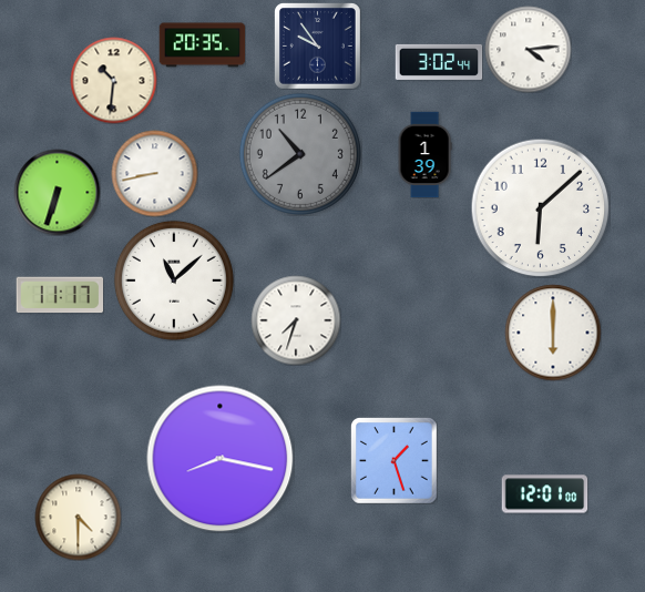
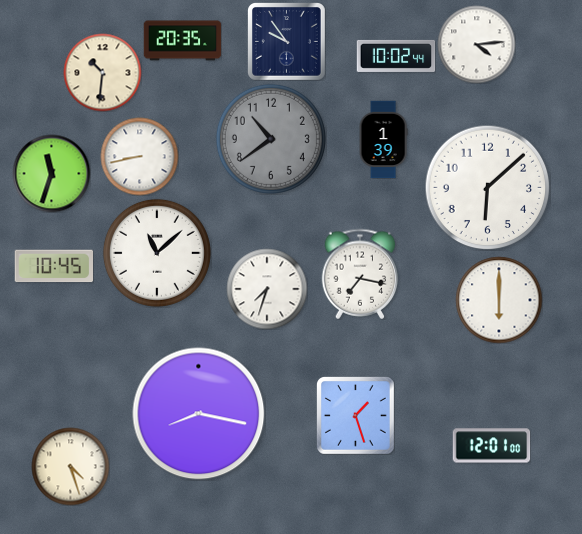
clock at (439, 62): 3:02 -> 10:02
clock at (57, 192): 6:33 -> 11:33
clock at (60, 295): 11:17 -> 10:45
clock at (360, 274): none -> 7:17
clock at (78, 517): 4:30 -> 4:27
